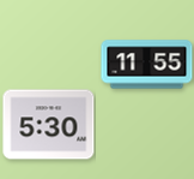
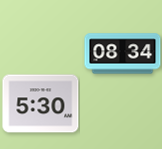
clock at (147, 65): 11:55 -> 08:34
